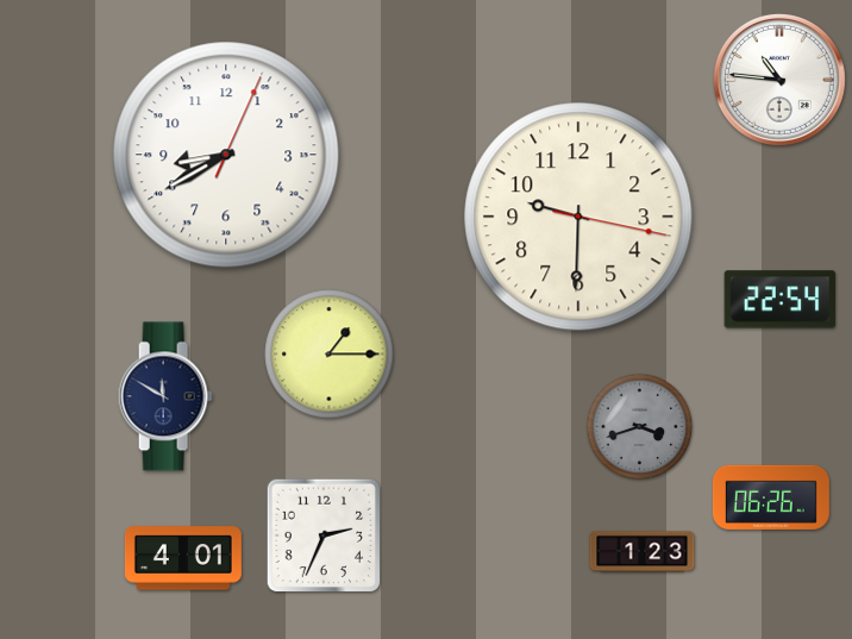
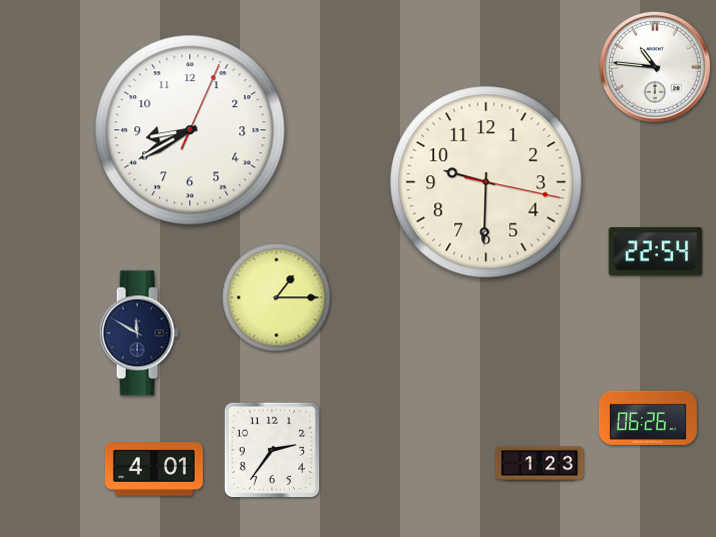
clock at (640, 427): 3:42 -> none
clock at (324, 535): 2:34 -> 2:36
